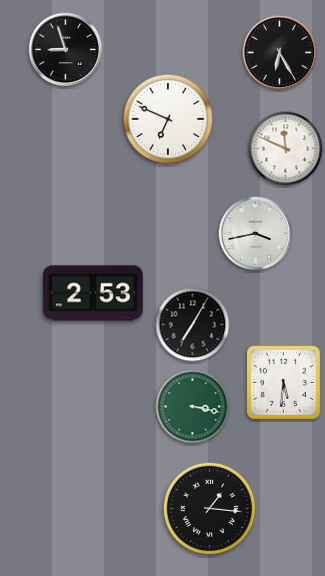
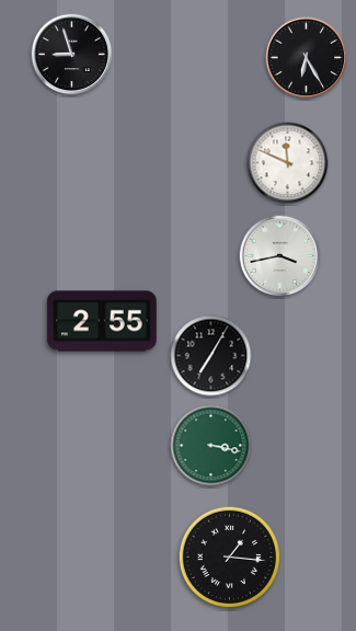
clock at (168, 119): 6:49 -> none
clock at (286, 149) position: (286, 149) -> (288, 163)
clock at (93, 293): 2:53 -> 2:55
clock at (283, 382): 5:31 -> none
